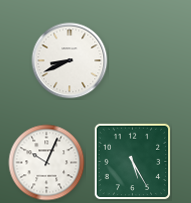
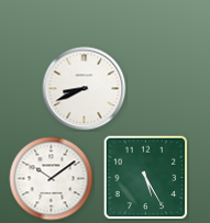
clock at (70, 61) position: (70, 61) -> (85, 89)
clock at (47, 163): 10:04 -> 10:09
